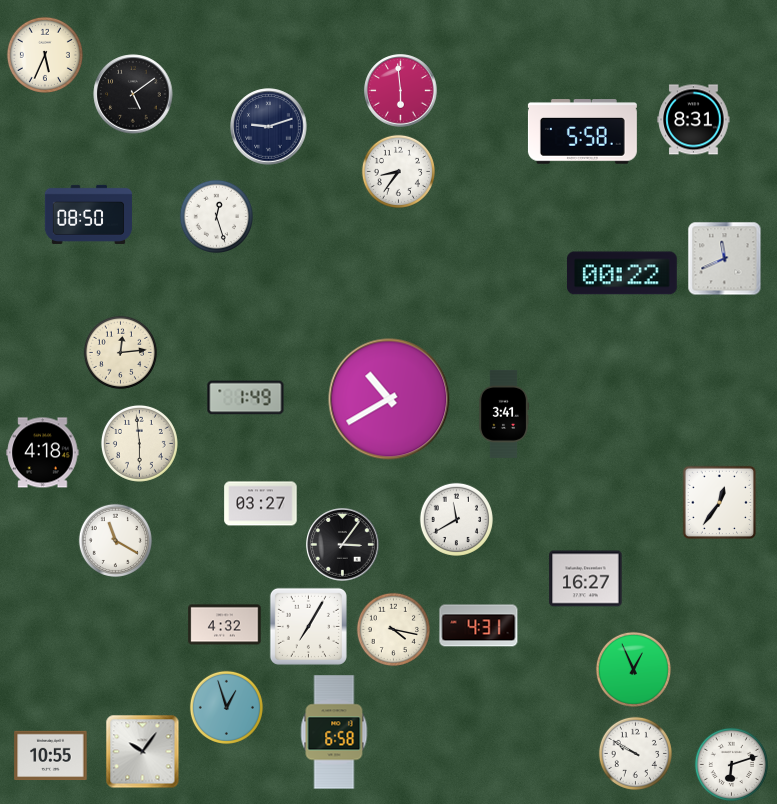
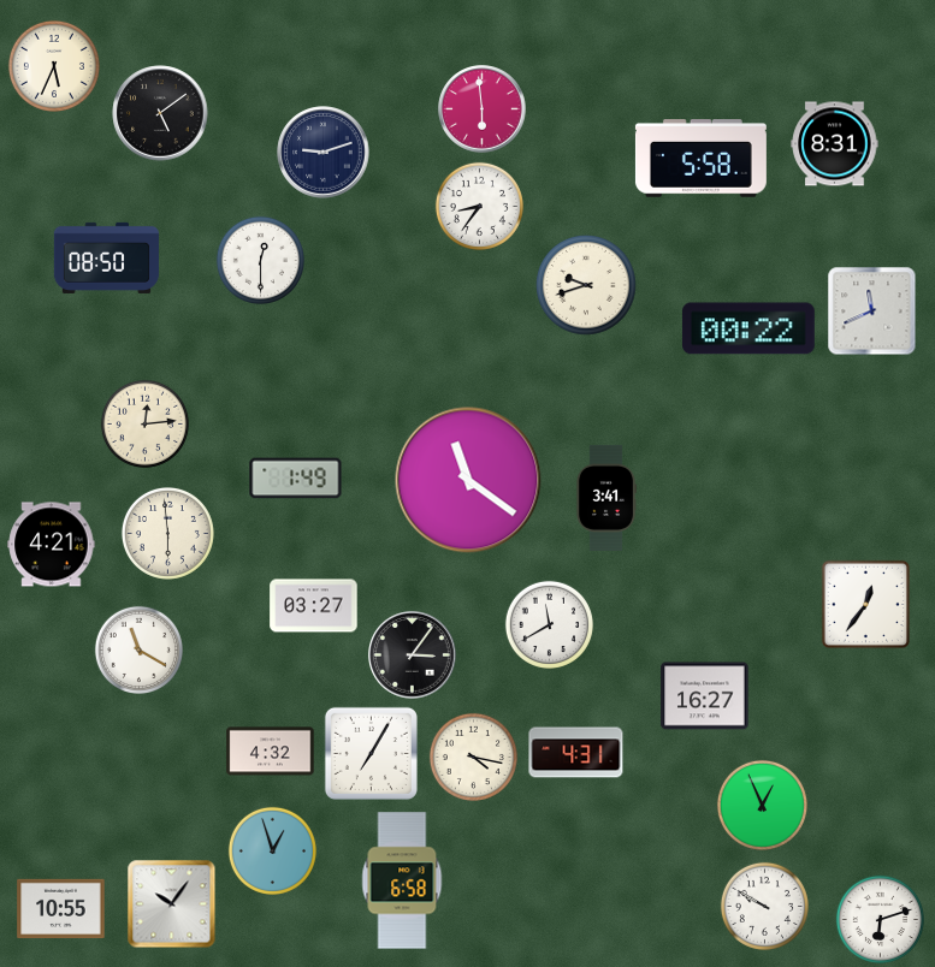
clock at (216, 216): 12:27 -> 12:30
clock at (586, 285): none -> 9:42
clock at (389, 399): 10:40 -> 11:21
clock at (43, 453): 4:18 -> 4:21
